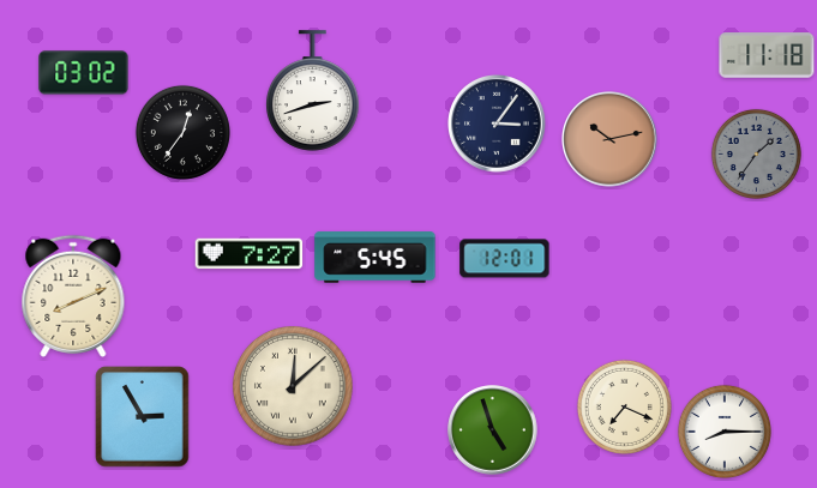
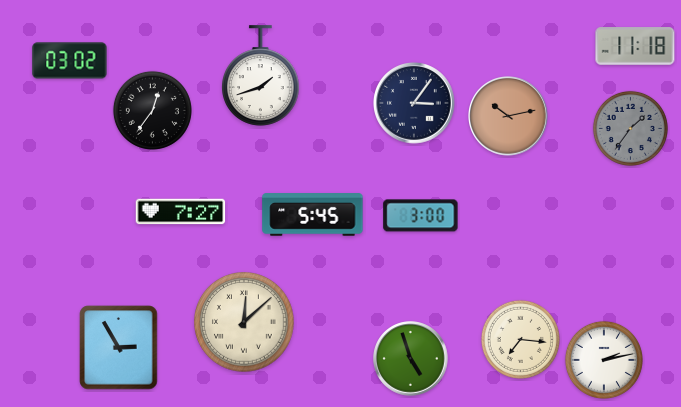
clock at (767, 55) position: (767, 55) -> (635, 46)
clock at (313, 91): 2:42 -> 1:42
clock at (250, 254) position: (250, 254) -> (181, 212)
clock at (505, 259): 12:01 -> 3:00
clock at (73, 296): 8:11 -> none
clock at (624, 406): 7:19 -> 7:16
clock at (725, 432): 8:15 -> 2:13
